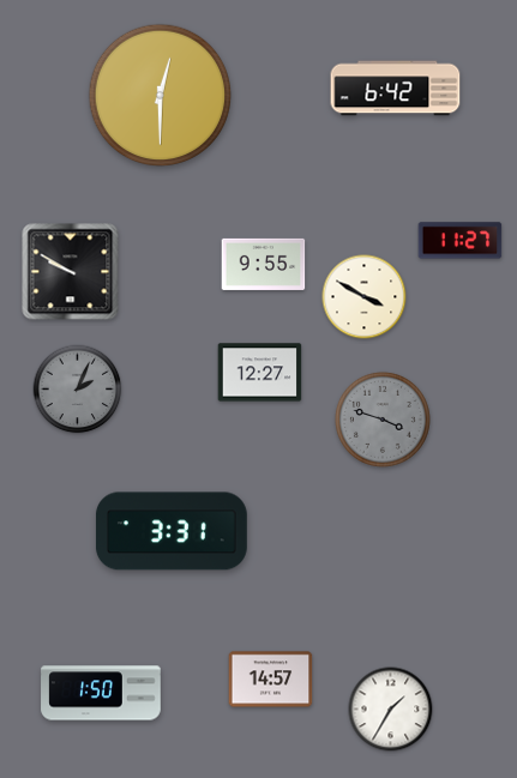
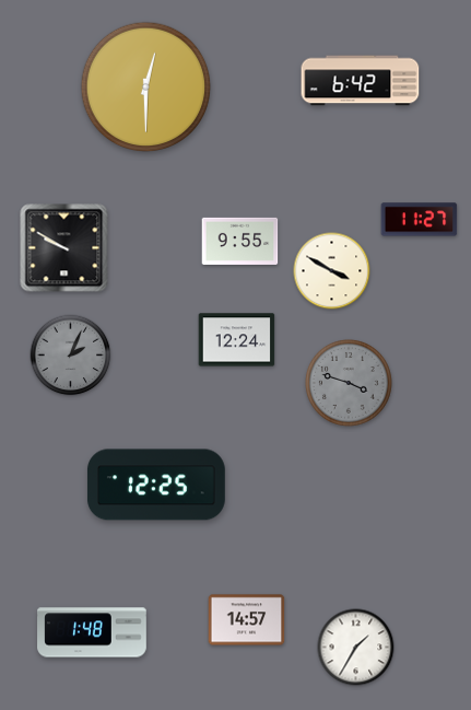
clock at (260, 373): 12:27 -> 12:24
clock at (172, 531): 3:31 -> 12:25
clock at (101, 693): 1:50 -> 1:48
